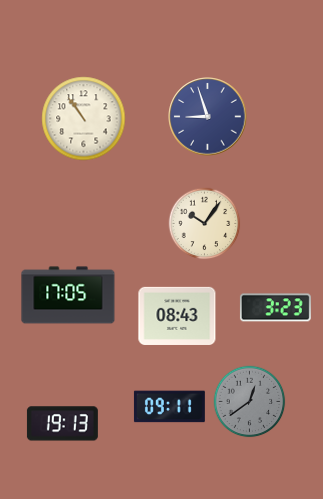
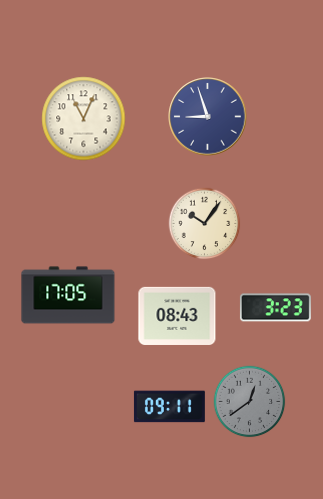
clock at (84, 119): 10:54 -> 11:04
clock at (62, 424): 19:13 -> none
